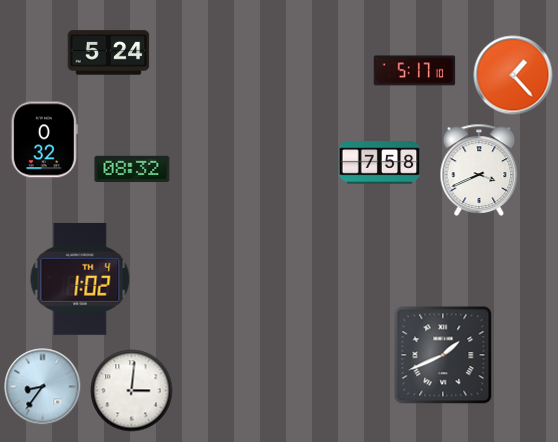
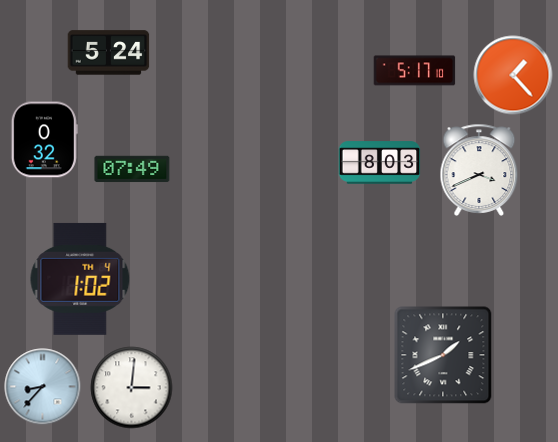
clock at (380, 163): 7:58 -> 8:03
clock at (132, 169): 08:32 -> 07:49
clock at (43, 387): 8:36 -> 8:37
clock at (132, 391) position: (132, 391) -> (132, 388)
